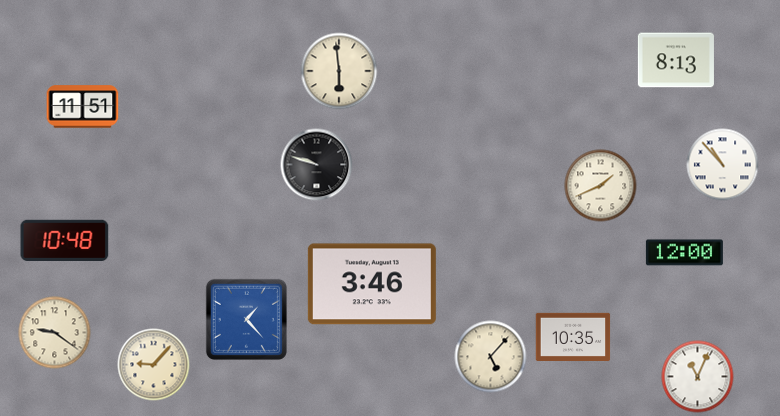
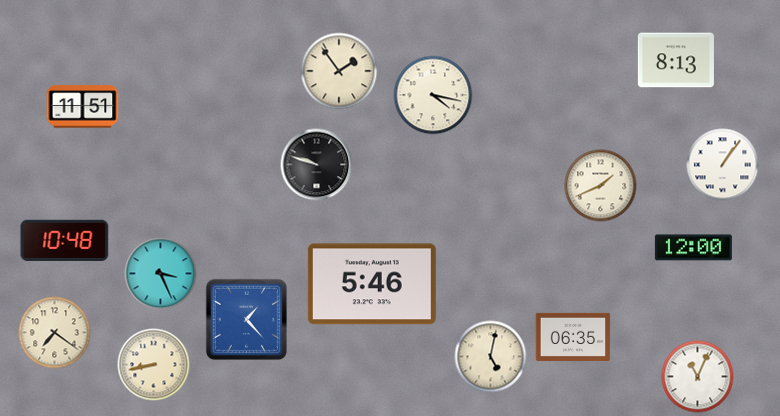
clock at (339, 71): 5:59 -> 1:54
clock at (433, 95): none -> 4:17
clock at (723, 165): 10:53 -> 1:06
clock at (684, 253) position: (684, 253) -> (693, 248)
clock at (161, 274): none -> 3:26
clock at (372, 284): 3:46 -> 5:46
clock at (55, 333): 9:21 -> 7:21
clock at (573, 336): 10:35 -> 06:35
clock at (491, 357): 5:07 -> 5:02
clock at (154, 365): 9:07 -> 8:43
